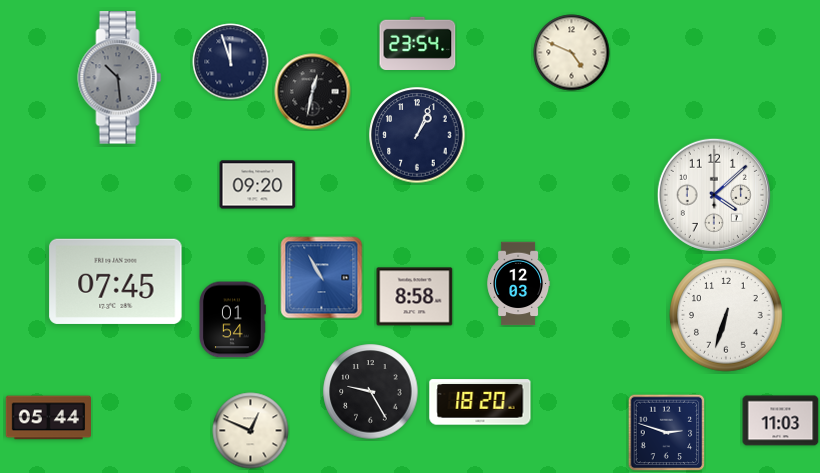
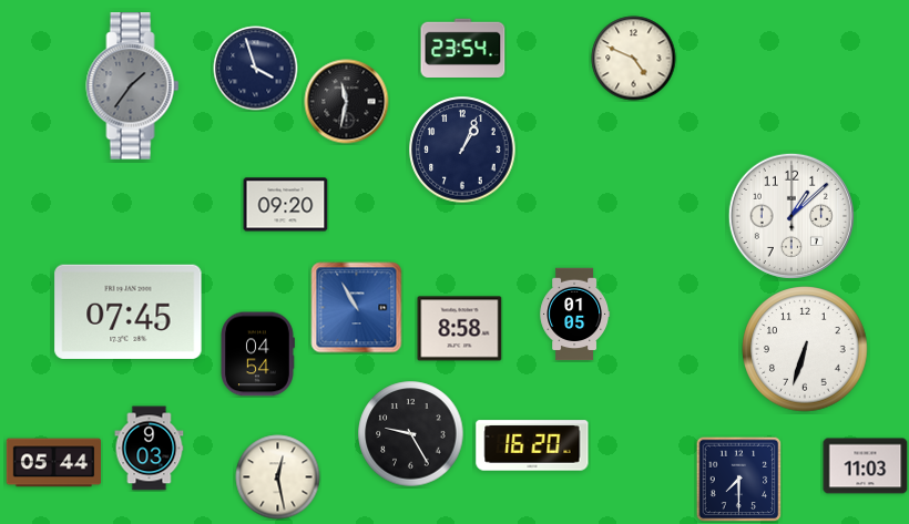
clock at (231, 62): 11:57 -> 3:57
clock at (120, 78): 10:29 -> 1:36
clock at (313, 92): 12:32 -> 11:32
clock at (714, 195): 4:08 -> 1:08
clock at (519, 284): 12:03 -> 01:05
clock at (232, 320): 01:54 -> 04:54
clock at (480, 402): 18:20 -> 16:20
clock at (150, 449): none -> 9:03
clock at (251, 431): 12:49 -> 12:28
clock at (666, 432): 2:48 -> 7:30
